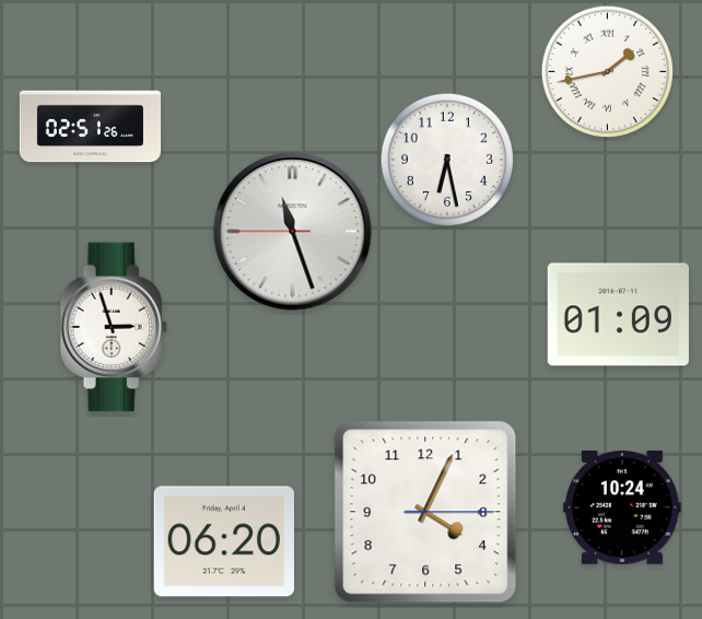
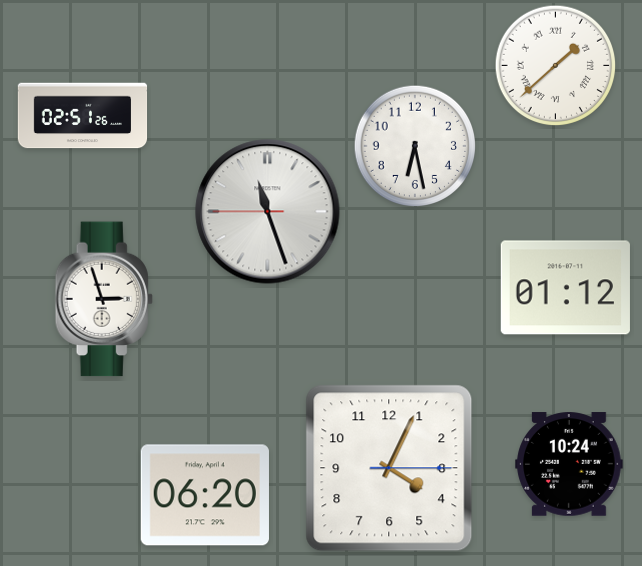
clock at (608, 72): 1:43 -> 1:38
clock at (447, 160) position: (447, 160) -> (415, 146)
clock at (618, 315): 01:09 -> 01:12
